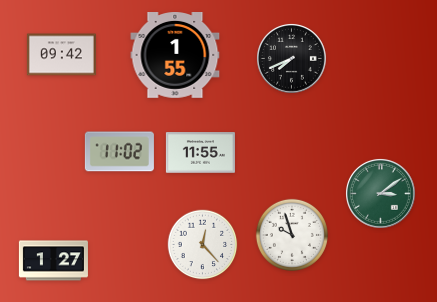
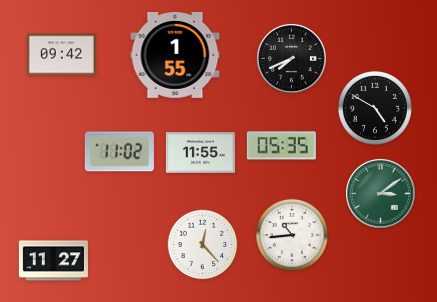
clock at (375, 108): none -> 4:50
clock at (281, 146): none -> 05:35
clock at (292, 235): 9:57 -> 10:44
clock at (53, 261): 1:27 -> 11:27
